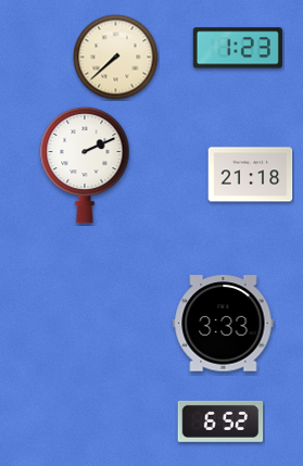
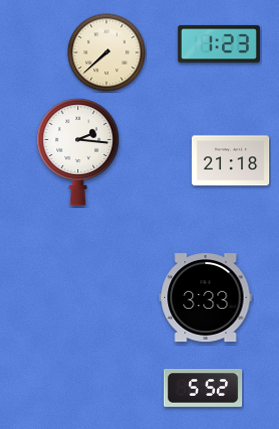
clock at (85, 165): 2:11 -> 2:16
clock at (220, 421): 6:52 -> 5:52
